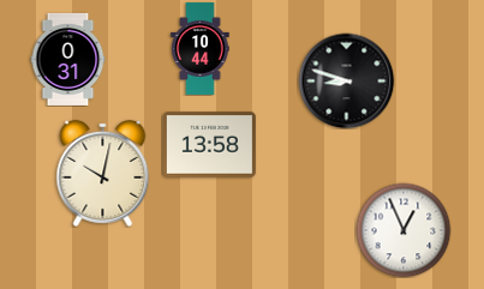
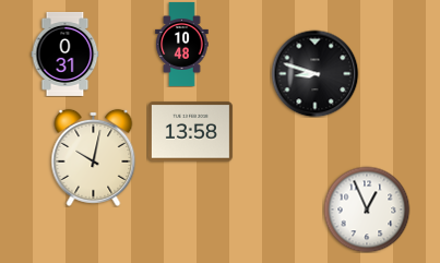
clock at (201, 48): 10:44 -> 10:48
clock at (68, 59) position: (68, 59) -> (66, 53)
